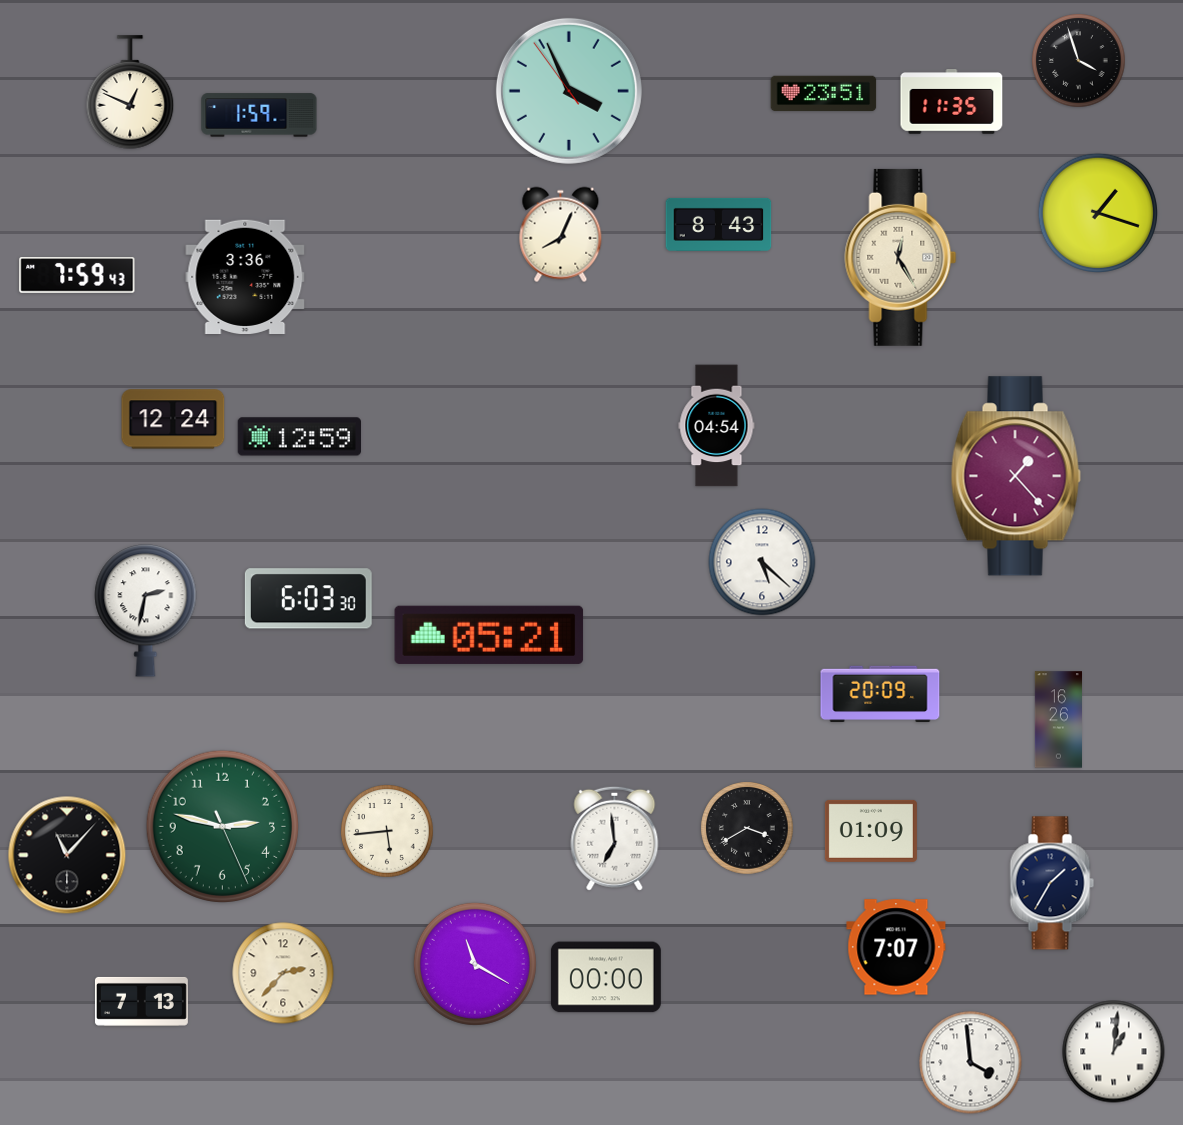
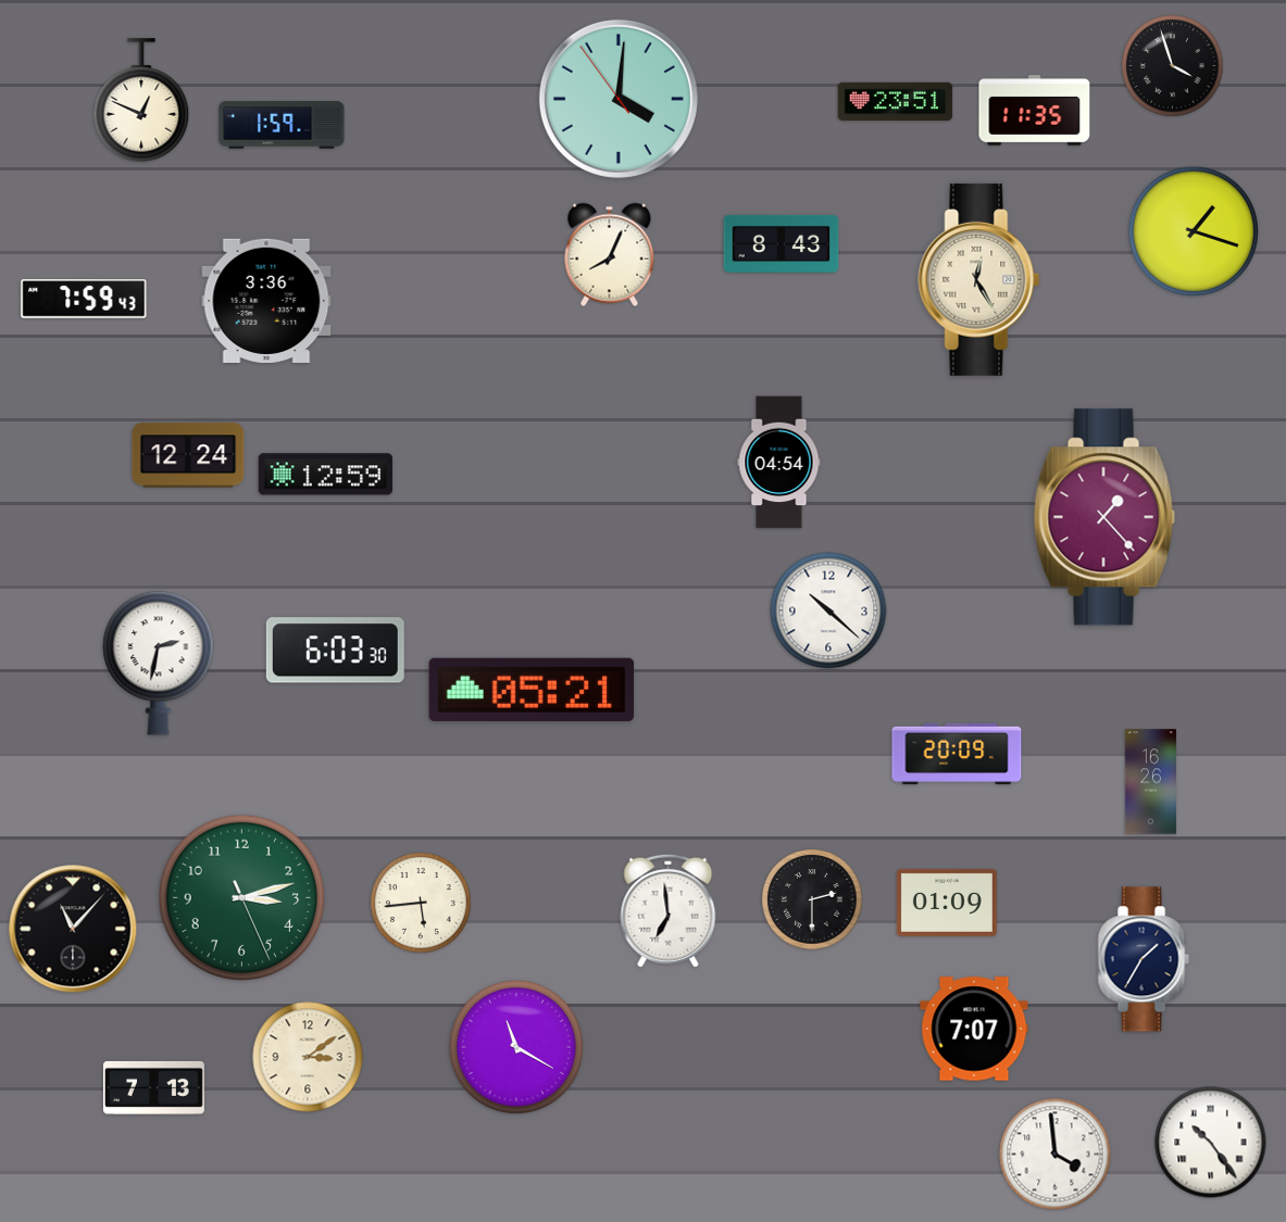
clock at (569, 91): 3:55 -> 4:00
clock at (762, 562): 5:22 -> 10:22
clock at (222, 826): 2:47 -> 3:12
clock at (747, 828): 3:40 -> 2:30
clock at (283, 973): 2:37 -> 3:09
clock at (606, 977): 00:00 -> none
clock at (1114, 1052): 1:01 -> 10:24
